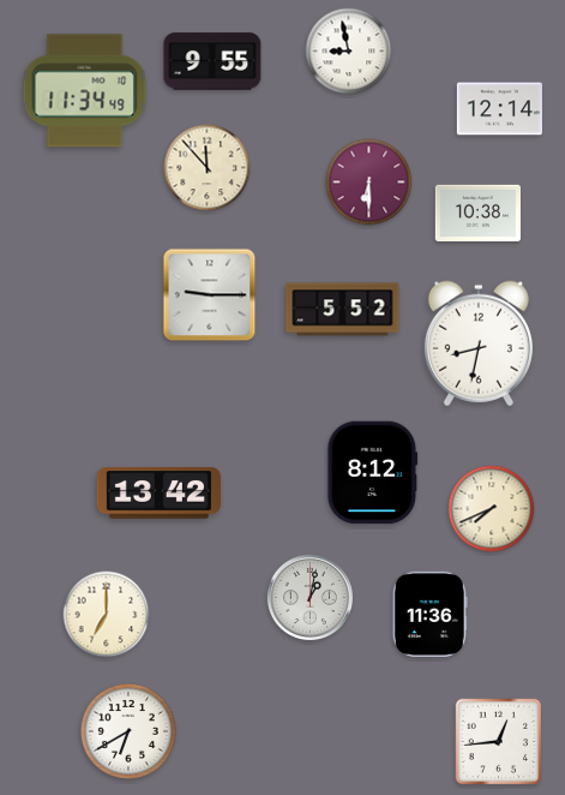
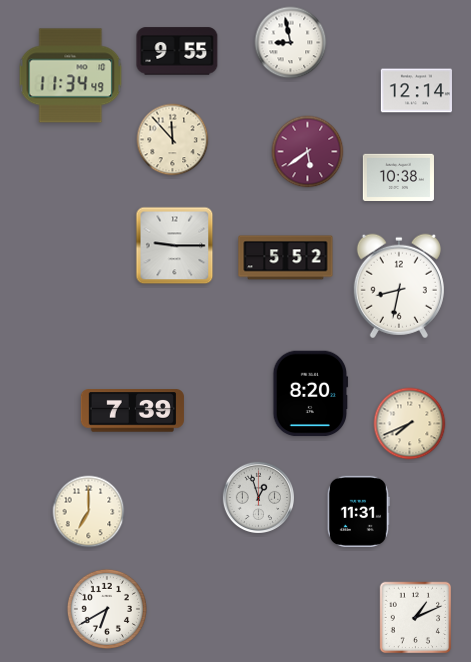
clock at (369, 183): 6:30 -> 5:39
clock at (373, 473): 8:12 -> 8:20
clock at (158, 494): 13:42 -> 7:39
clock at (309, 597): 1:02 -> 12:57
clock at (429, 614): 11:36 -> 11:31
clock at (499, 742): 12:44 -> 1:11
